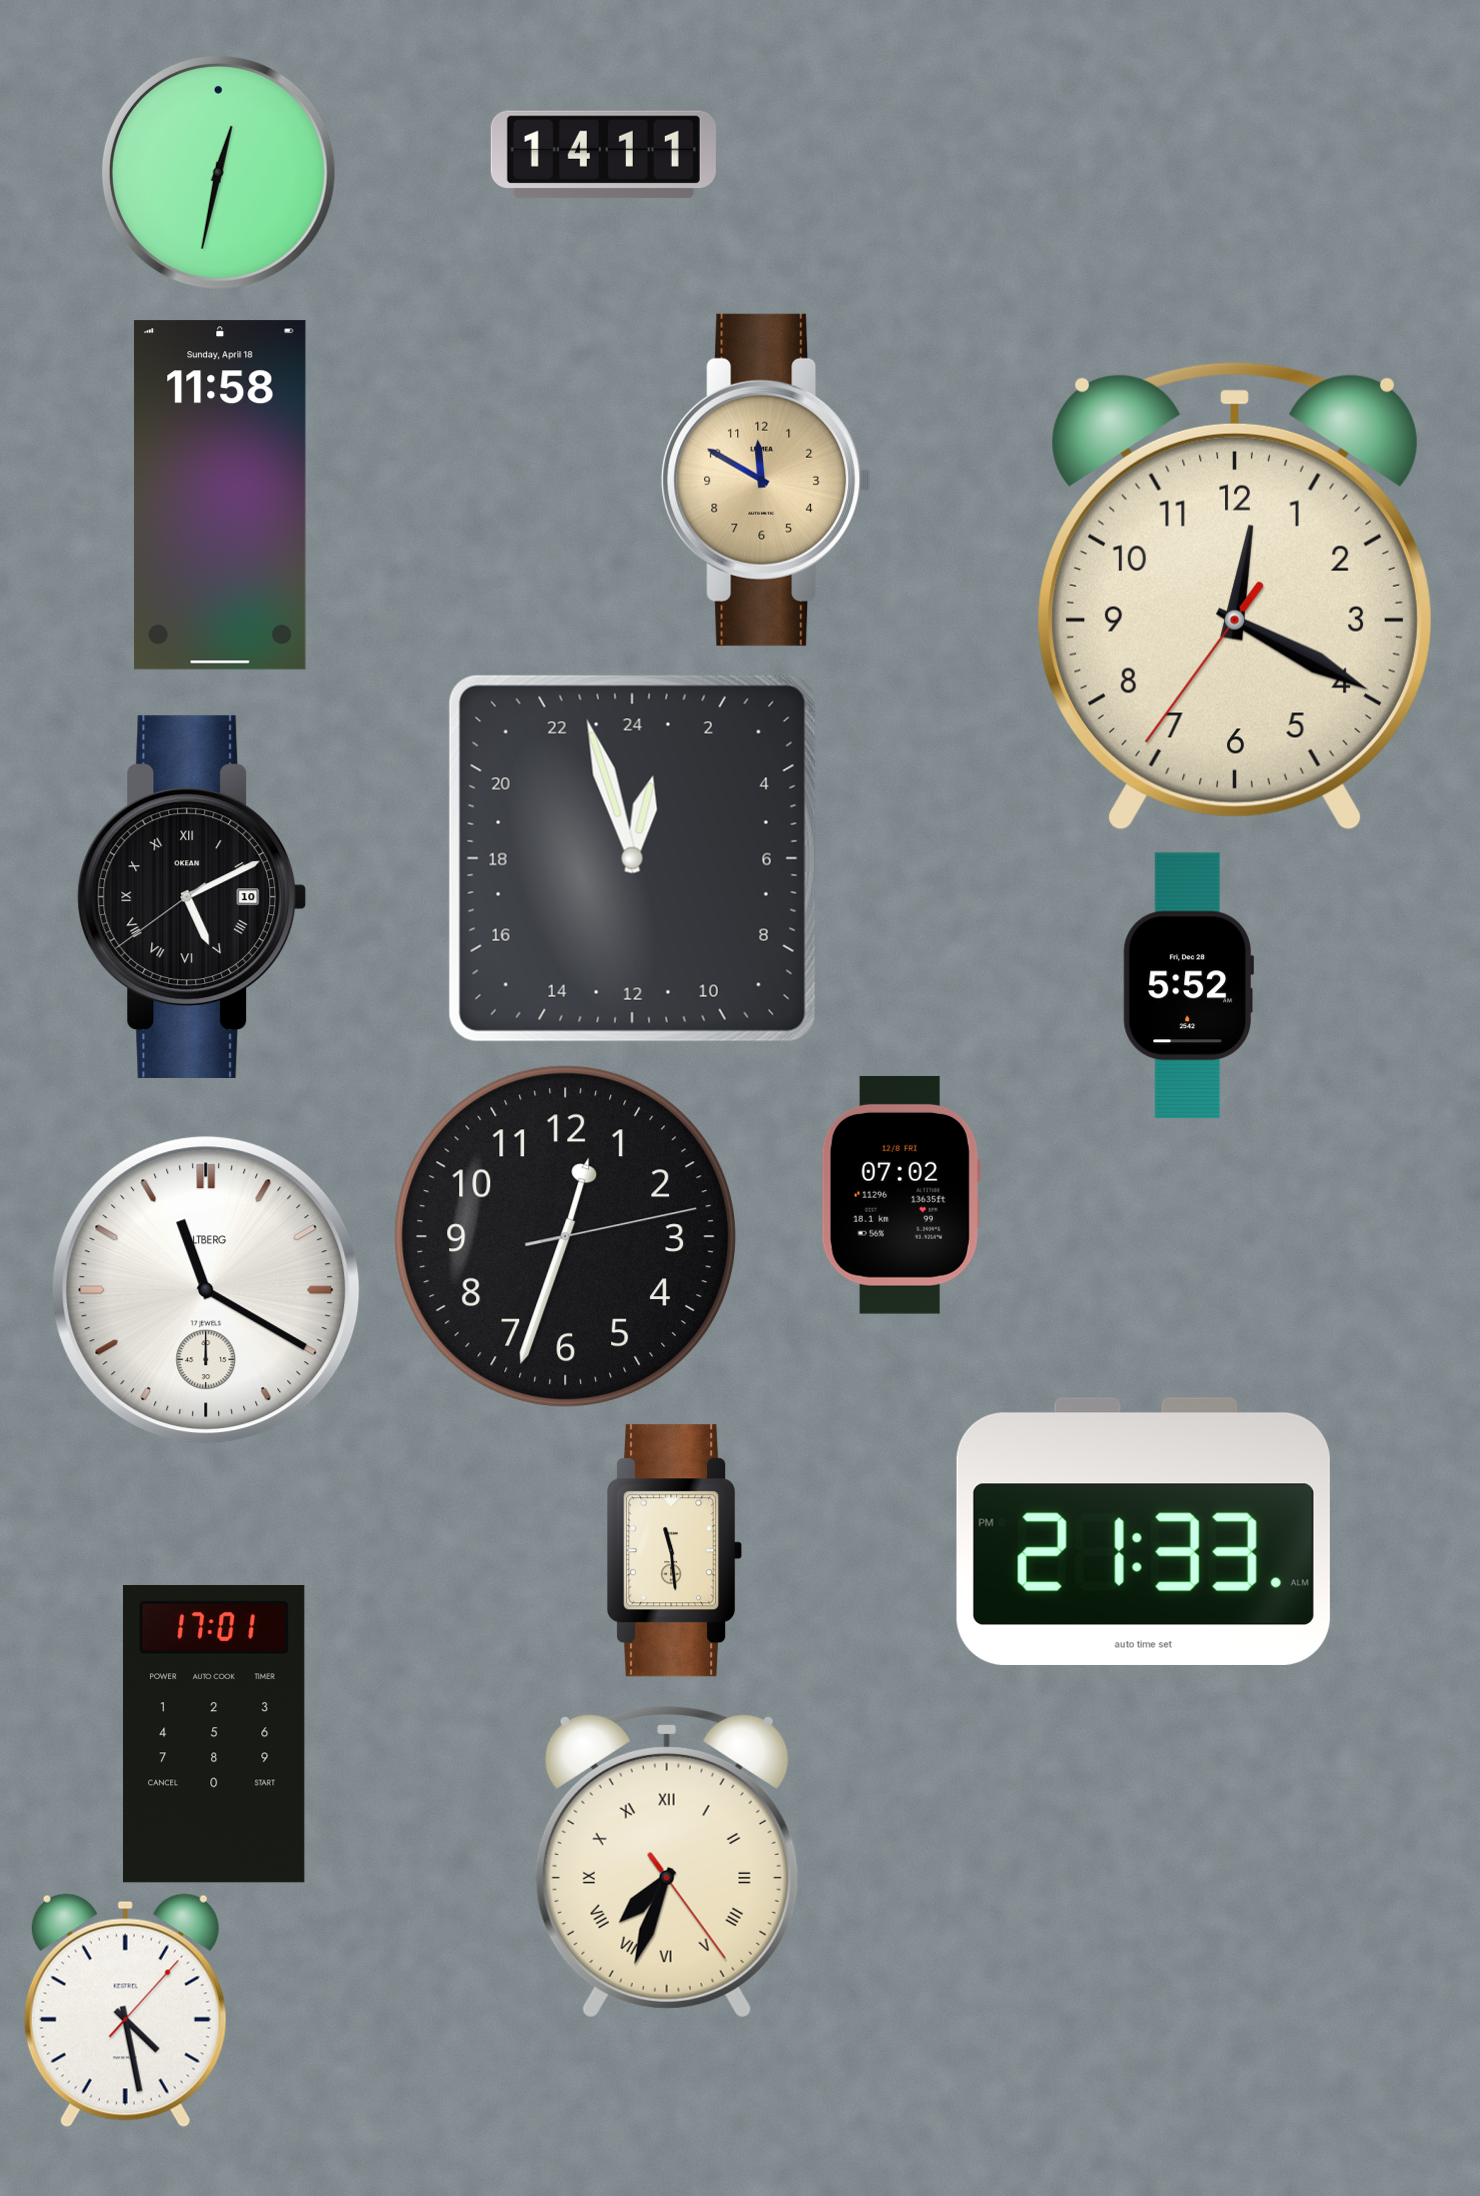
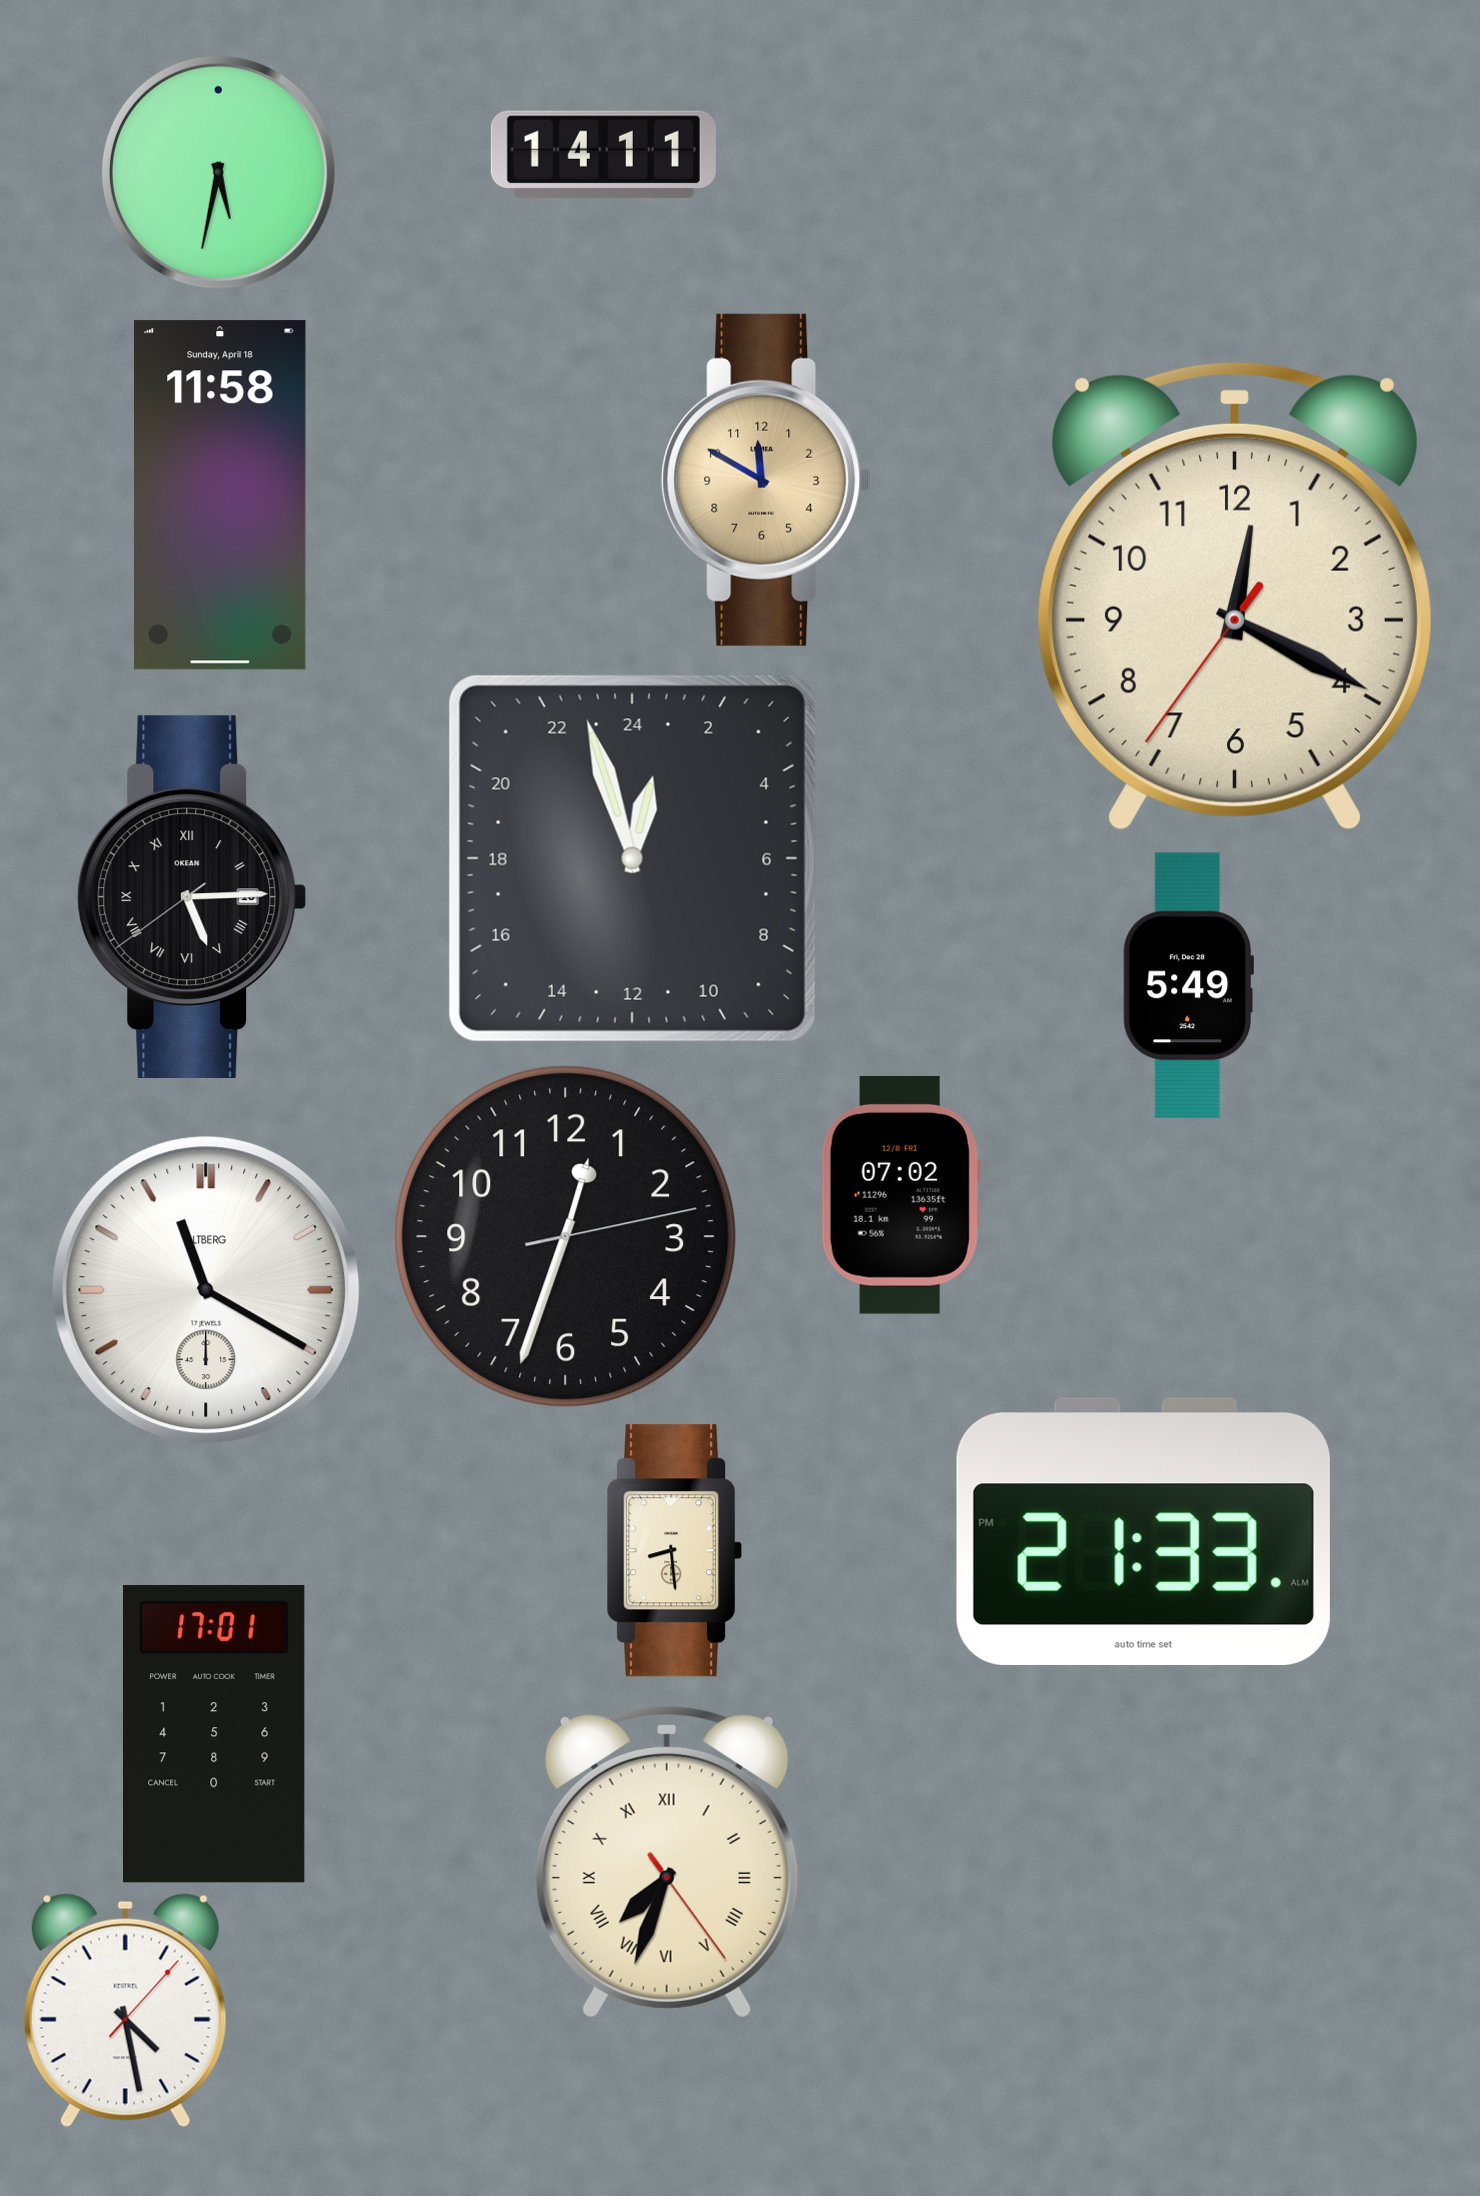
clock at (218, 172): 12:32 -> 5:32
clock at (192, 896): 5:10 -> 5:14
clock at (1188, 986): 5:52 -> 5:49
clock at (675, 1551): 11:29 -> 8:29
